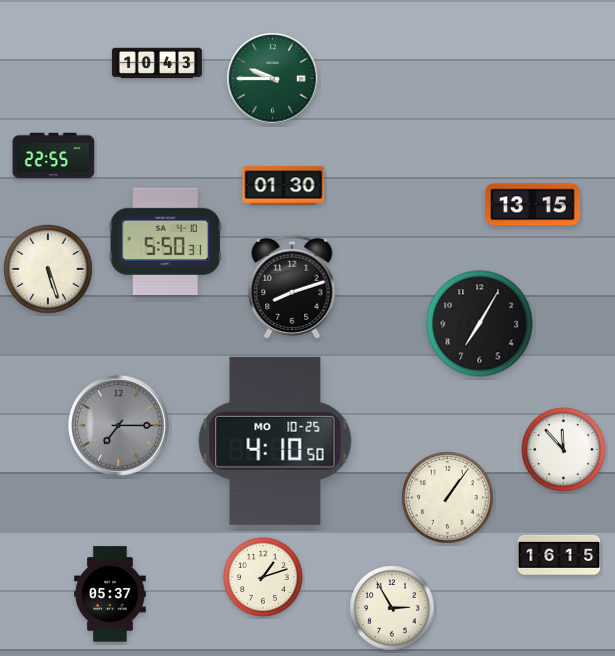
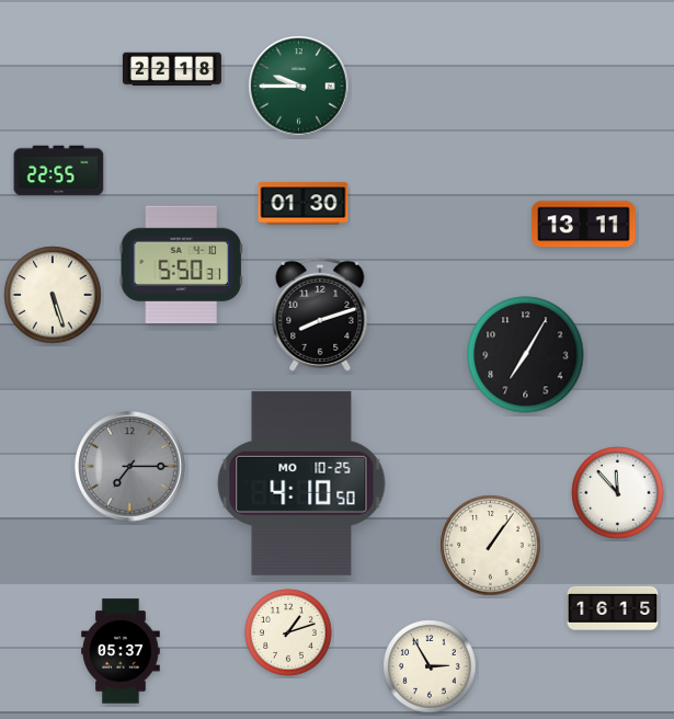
clock at (157, 63): 10:43 -> 22:18
clock at (284, 186) position: (284, 186) -> (304, 204)
clock at (533, 205): 13:15 -> 13:11
